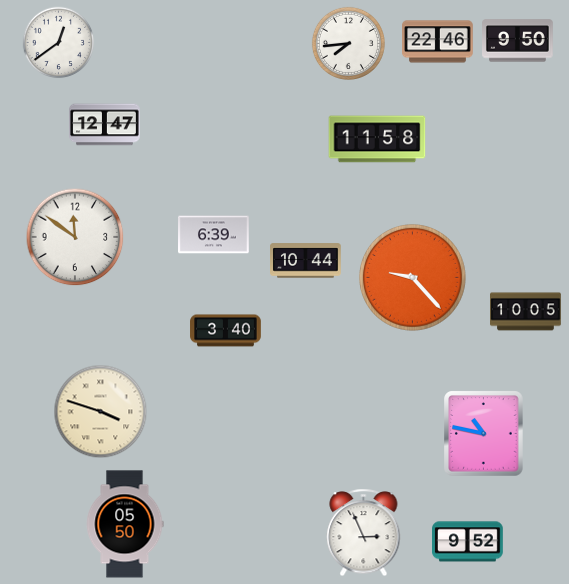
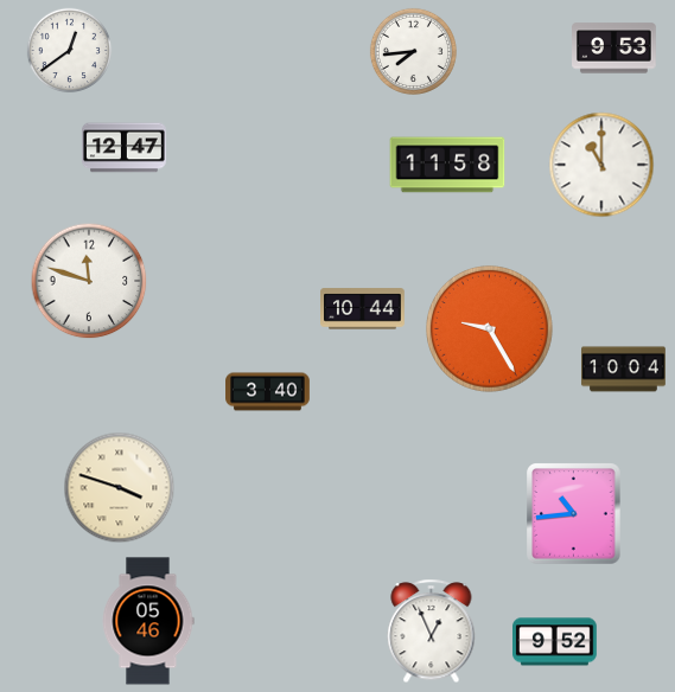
clock at (518, 41): 9:50 -> 9:53
clock at (438, 42): 22:46 -> none
clock at (601, 165): none -> 11:00
clock at (214, 235): 6:39 -> none
clock at (75, 237): 11:51 -> 11:48
clock at (412, 277): 9:23 -> 9:25
clock at (526, 312): 10:05 -> 10:04
clock at (484, 434): 10:47 -> 10:44
clock at (125, 524): 05:50 -> 05:46
clock at (364, 533): 2:56 -> 12:56
